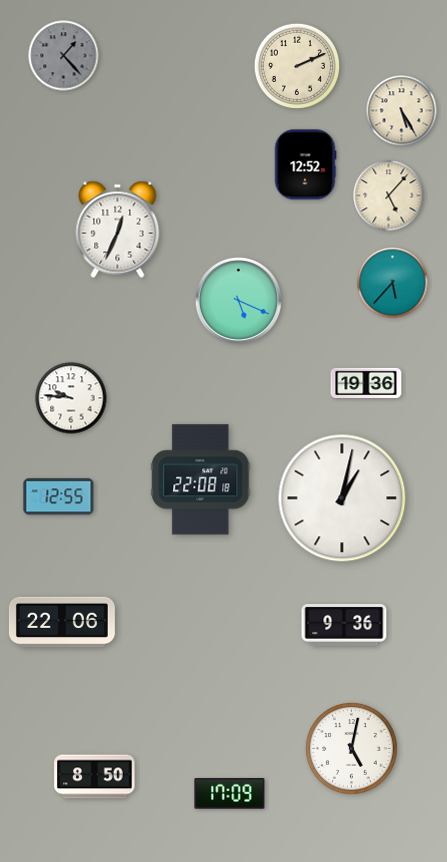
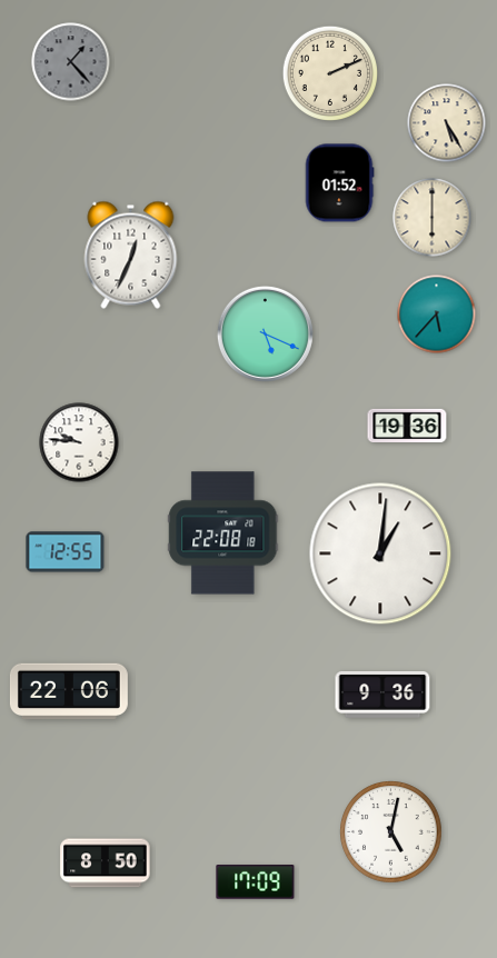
clock at (305, 165): 12:52 -> 01:52
clock at (389, 196): 5:07 -> 6:00
clock at (342, 498): 1:02 -> 1:01
